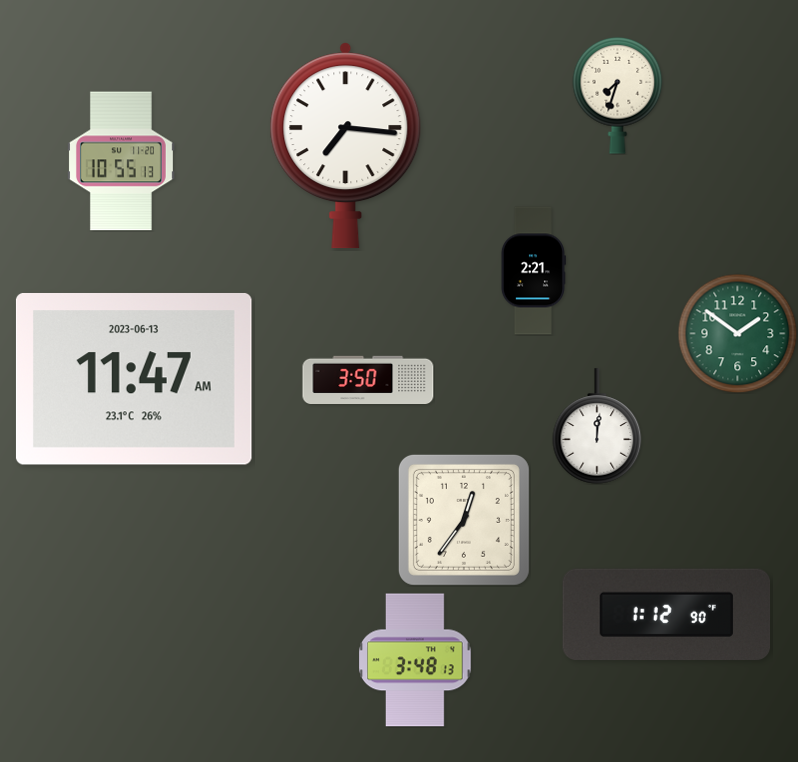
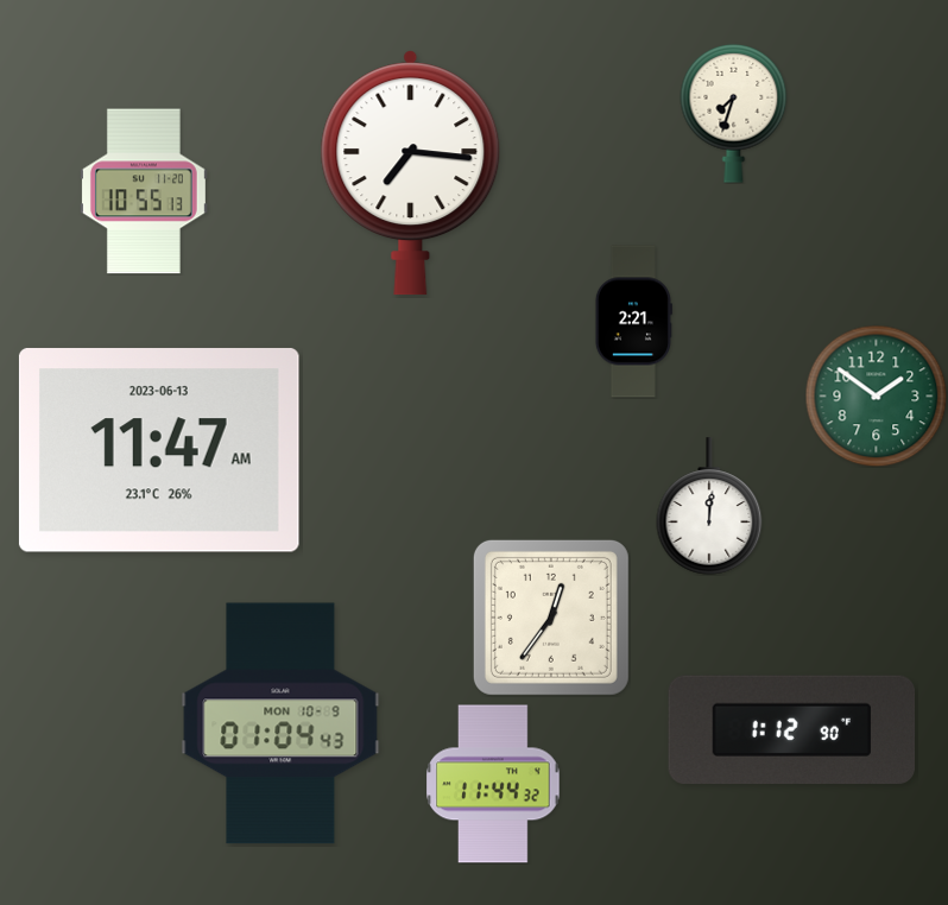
clock at (368, 379): 3:50 -> none
clock at (280, 723): none -> 01:04
clock at (415, 660): 3:48 -> 11:44
